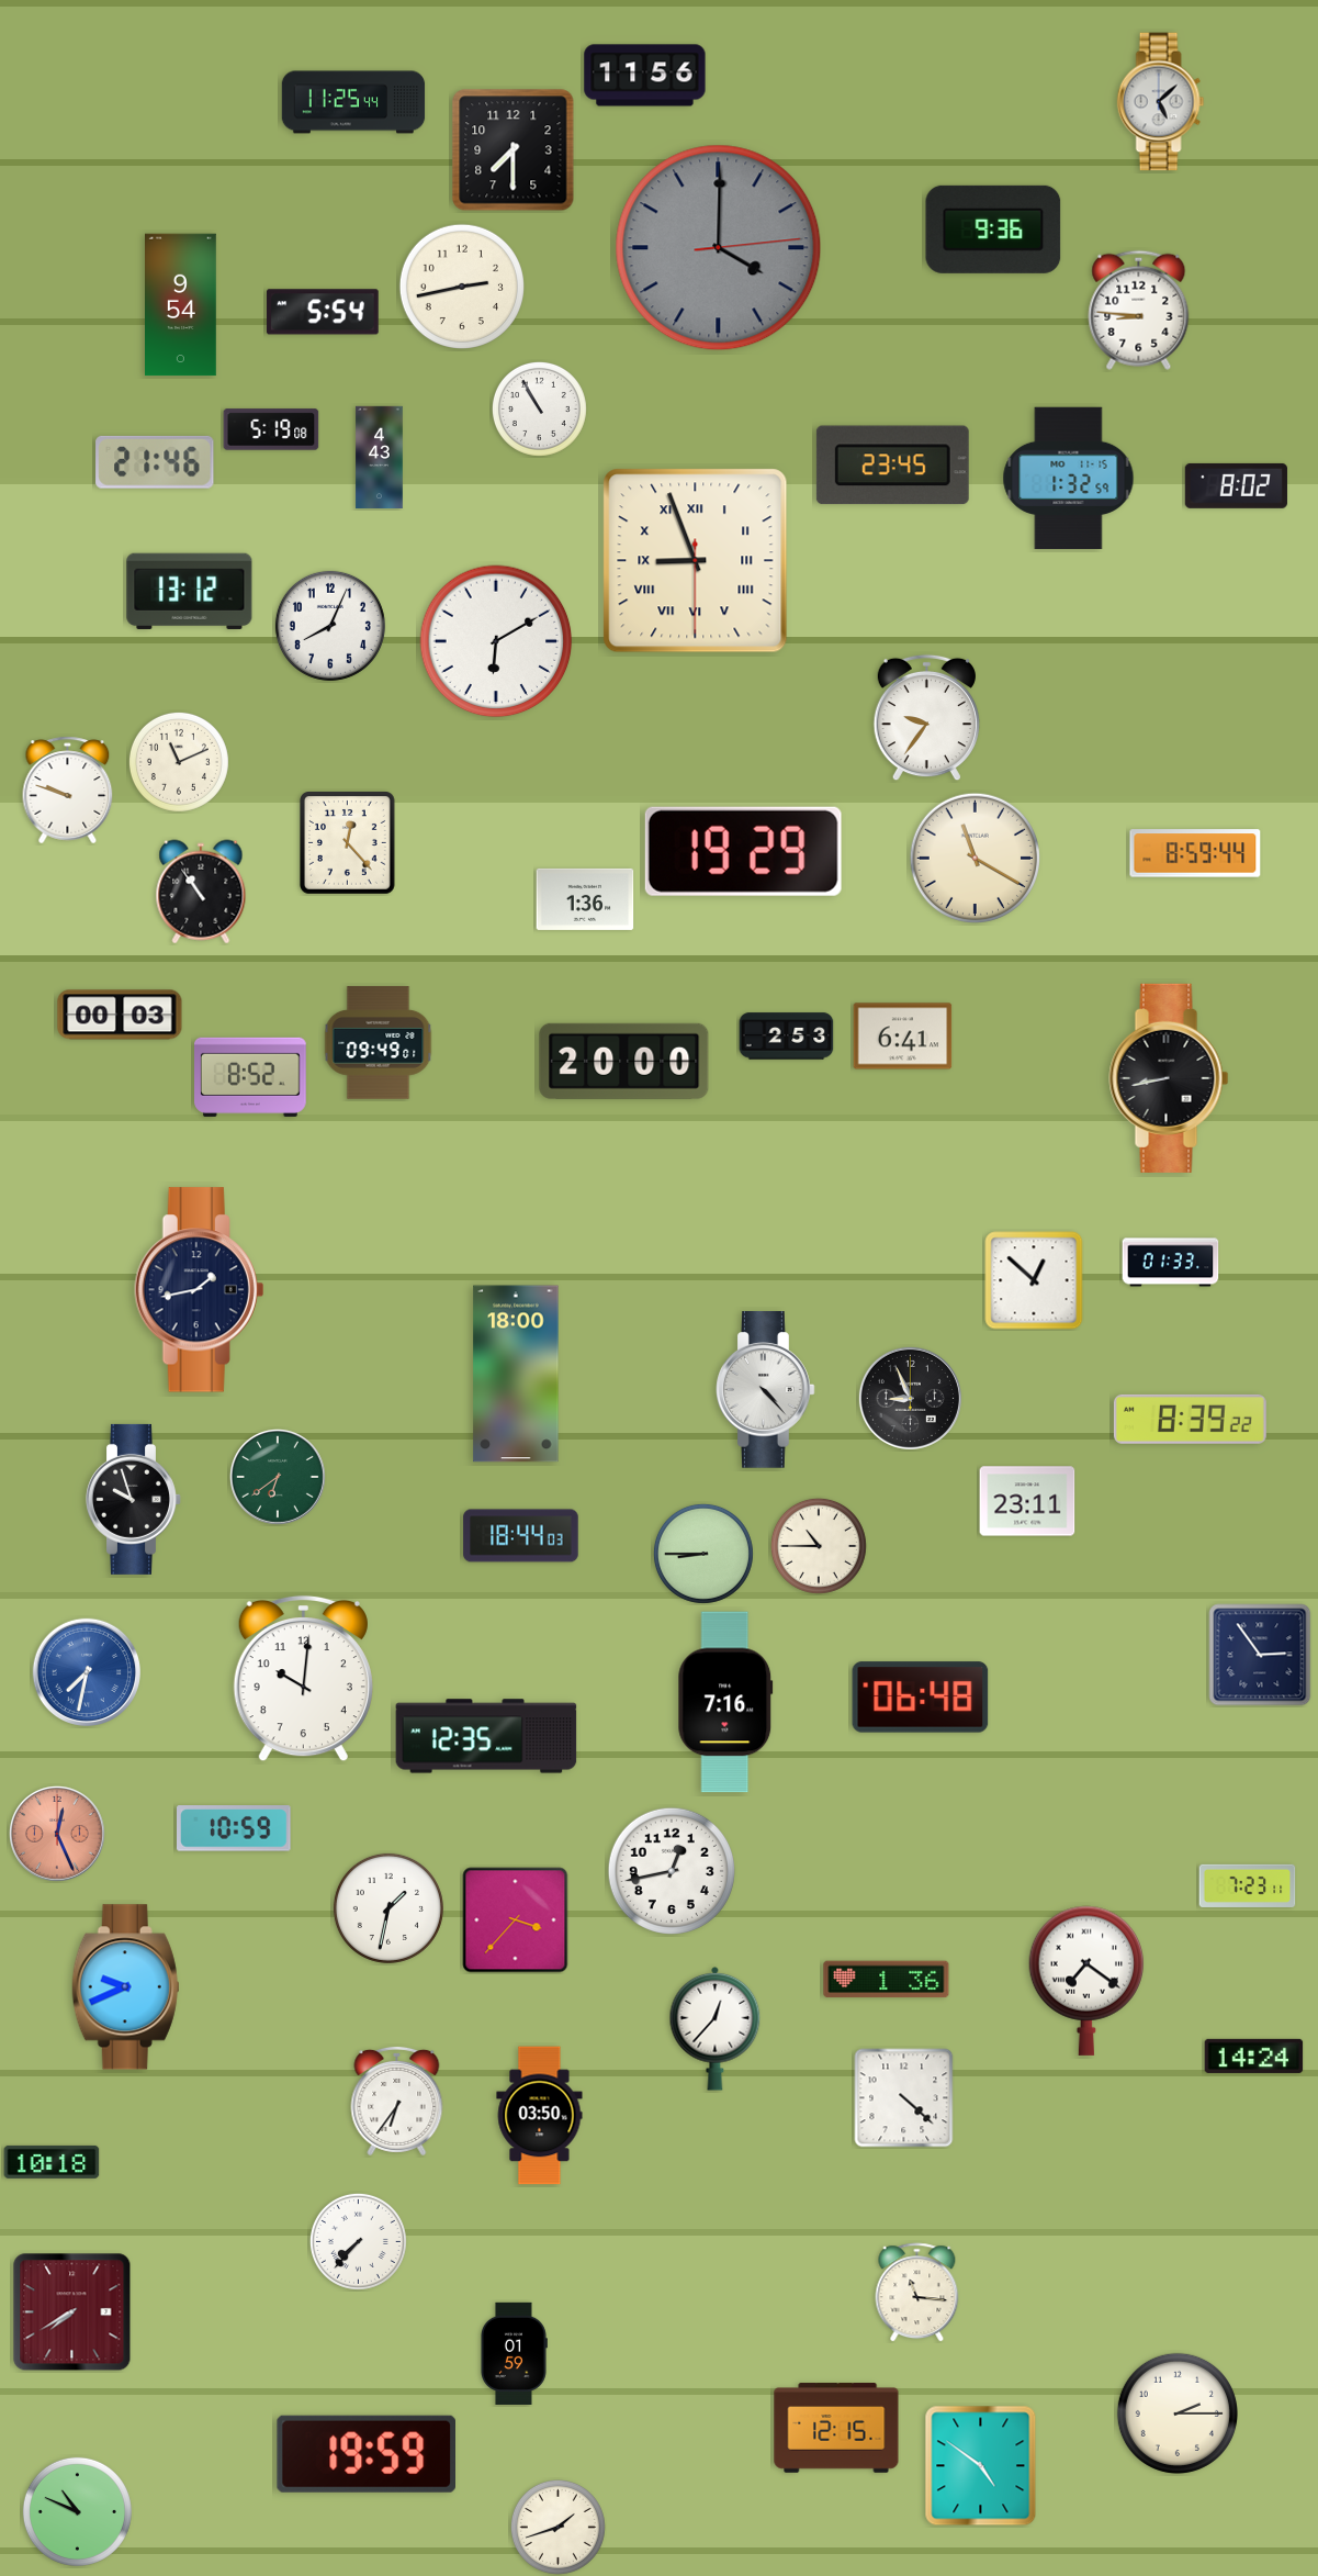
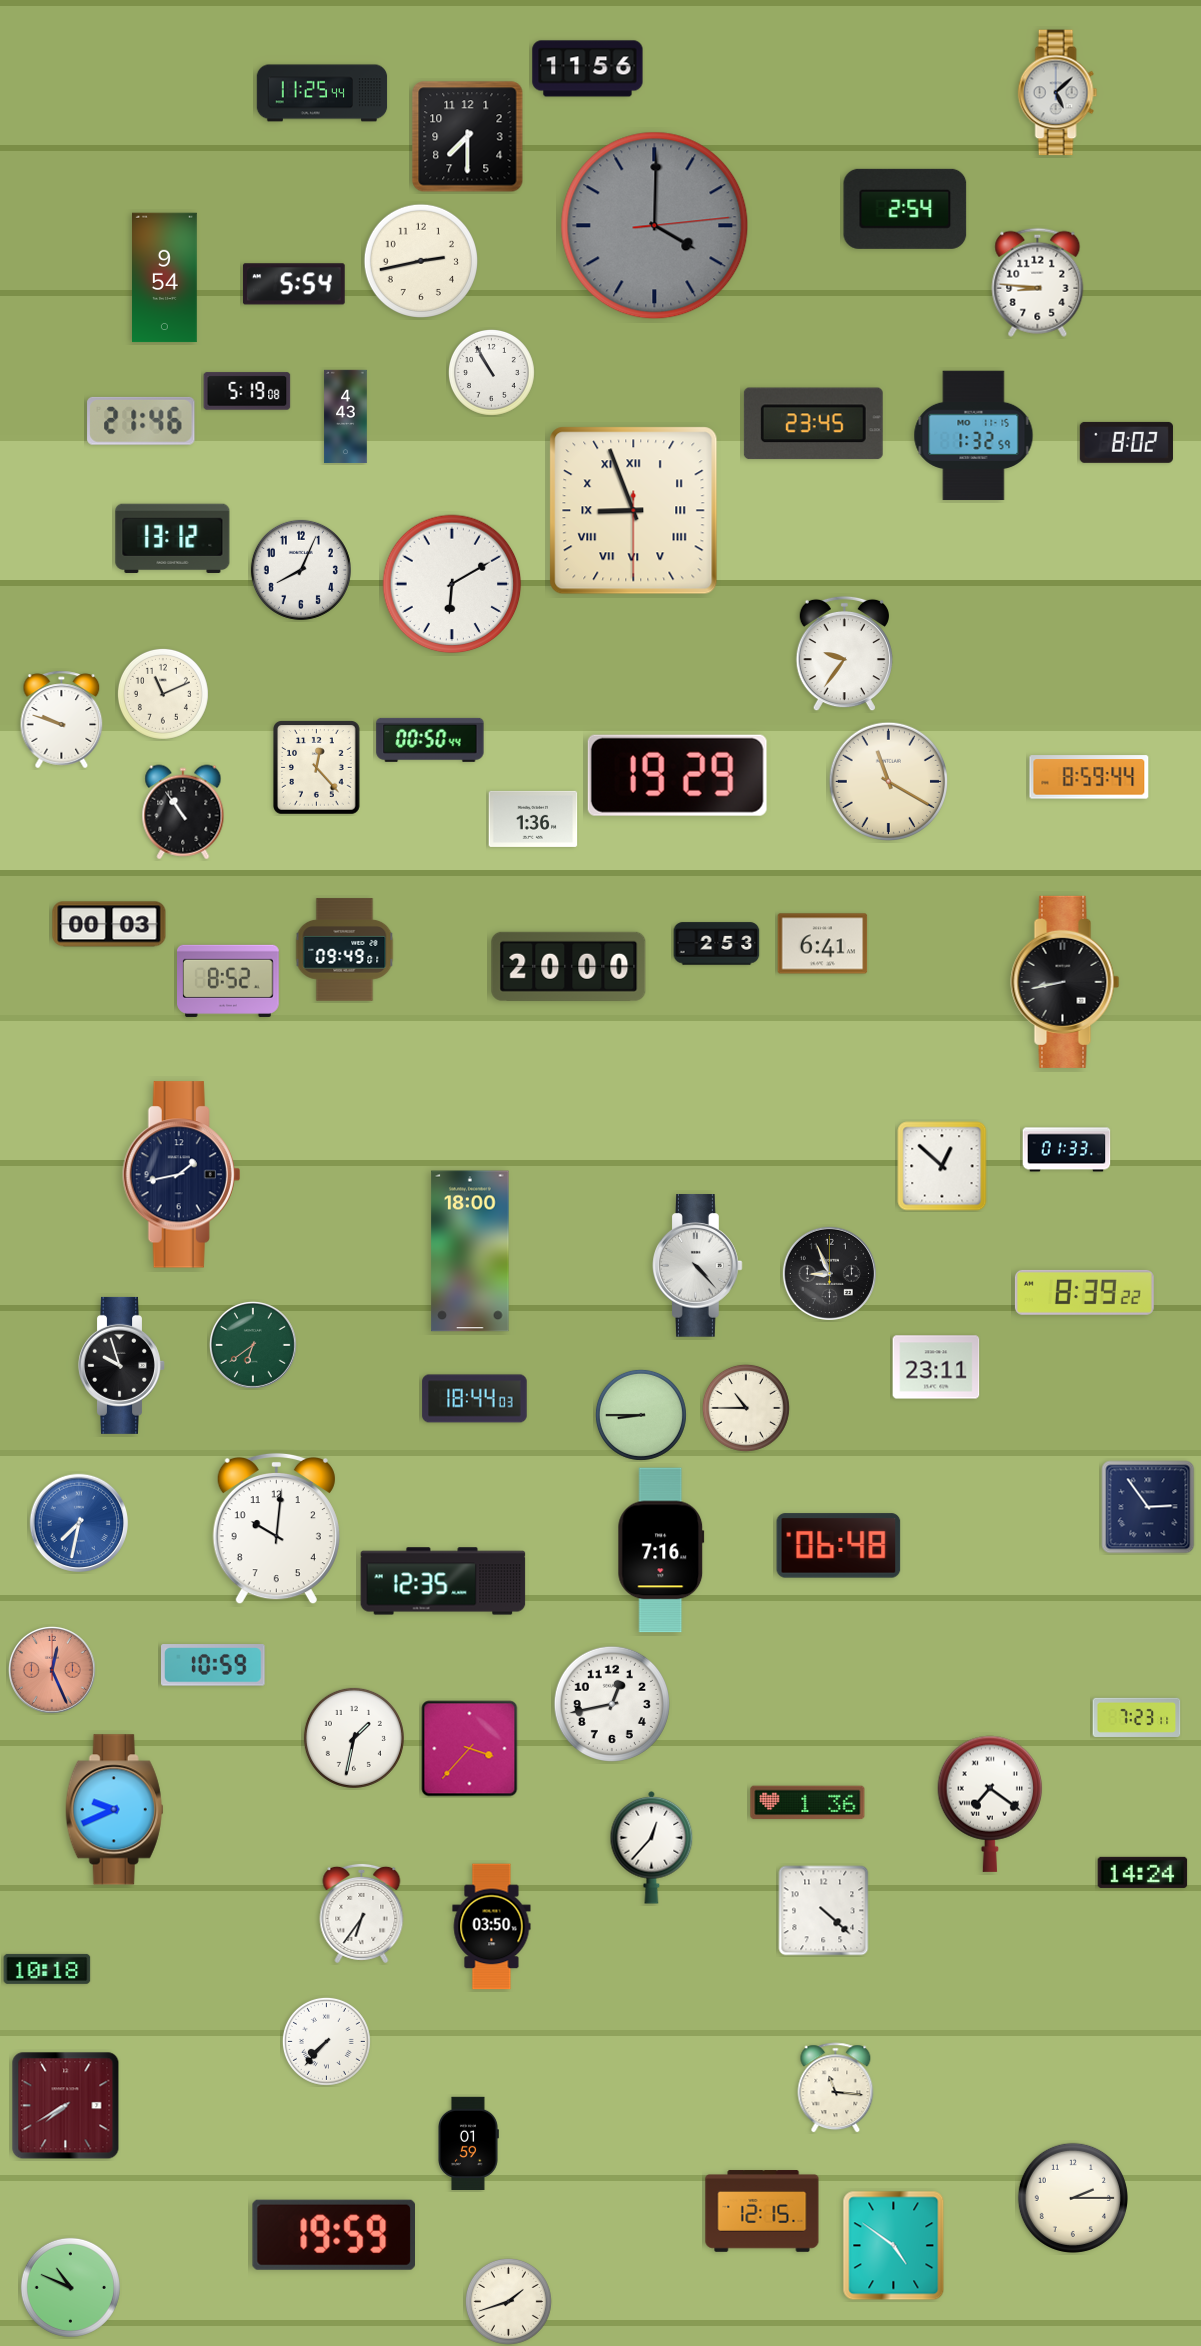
clock at (993, 229): 9:36 -> 2:54
clock at (430, 740): none -> 00:50
